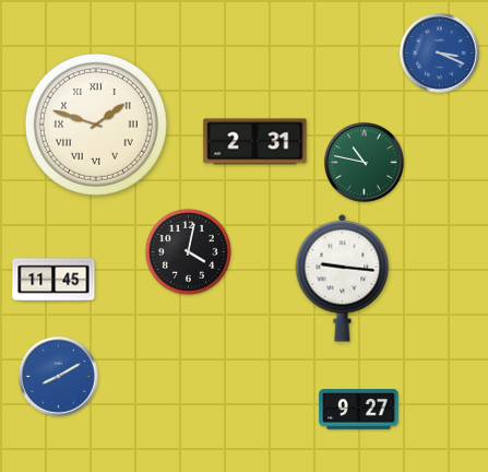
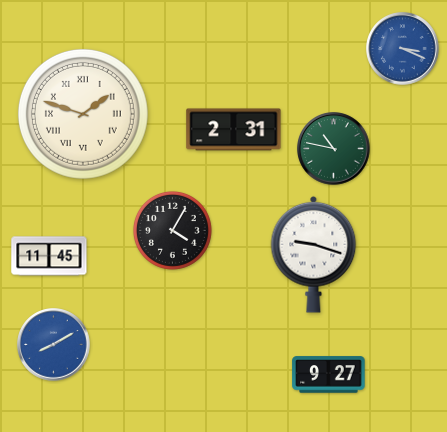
clock at (96, 125) position: (96, 125) -> (83, 114)
clock at (188, 251): 4:02 -> 4:05
clock at (343, 278): 9:16 -> 9:18
